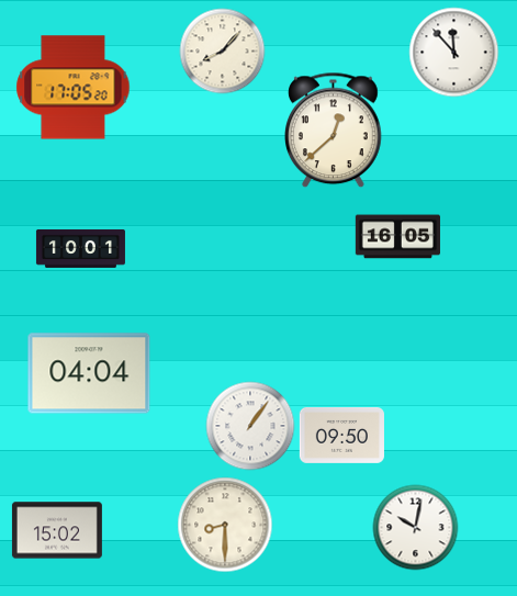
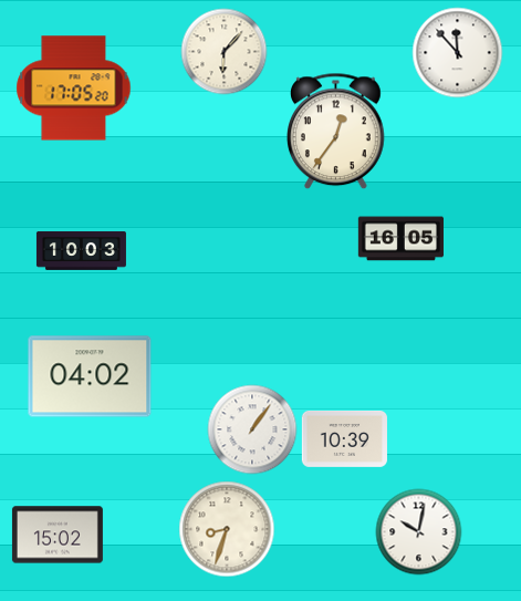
clock at (222, 50): 8:07 -> 6:07
clock at (334, 130): 12:38 -> 12:36
clock at (80, 248): 10:01 -> 10:03
clock at (89, 373): 04:04 -> 04:02
clock at (341, 435): 09:50 -> 10:39
clock at (225, 525): 8:30 -> 8:33
